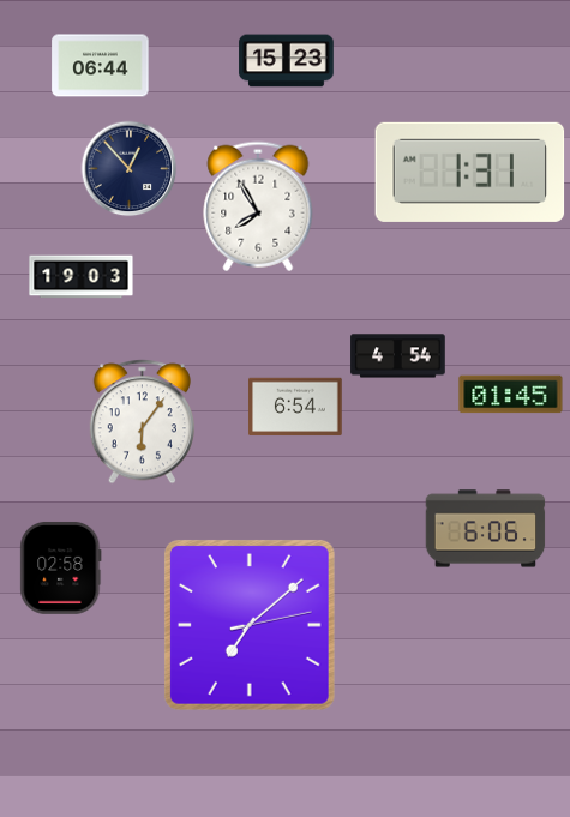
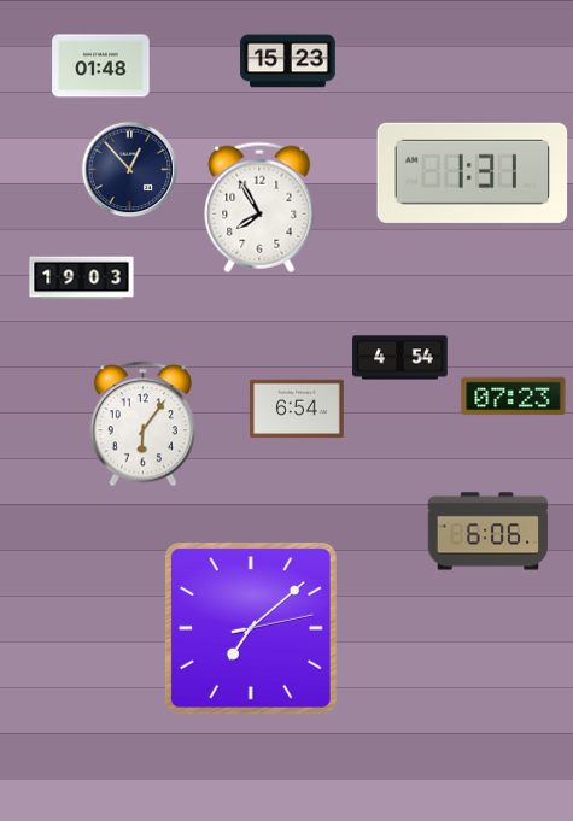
clock at (101, 66): 06:44 -> 01:48
clock at (511, 395): 01:45 -> 07:23
clock at (61, 567): 02:58 -> none
